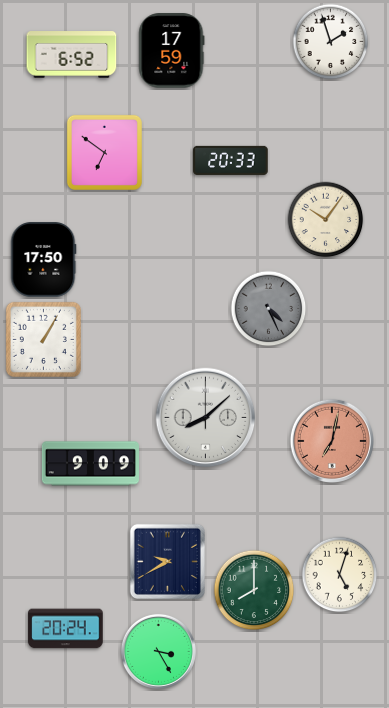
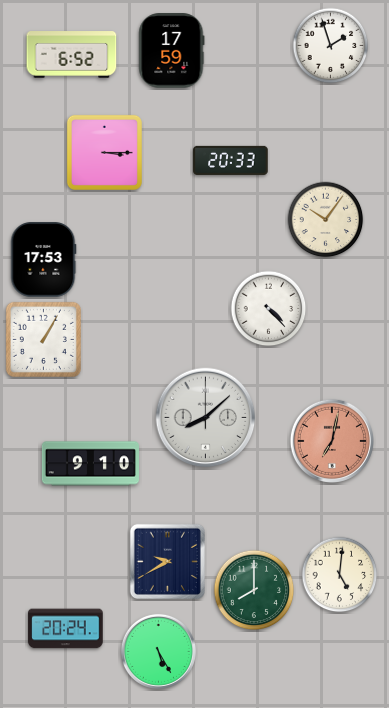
clock at (331, 42) position: (331, 42) -> (331, 46)
clock at (104, 152): 6:51 -> 3:15
clock at (44, 260): 17:50 -> 17:53
clock at (269, 309): 4:26 -> 4:23
clock at (269, 309) dial: grey -> white
clock at (90, 464): 9:09 -> 9:10
clock at (340, 575): 5:03 -> 5:01
clock at (158, 651): 3:25 -> 5:25
